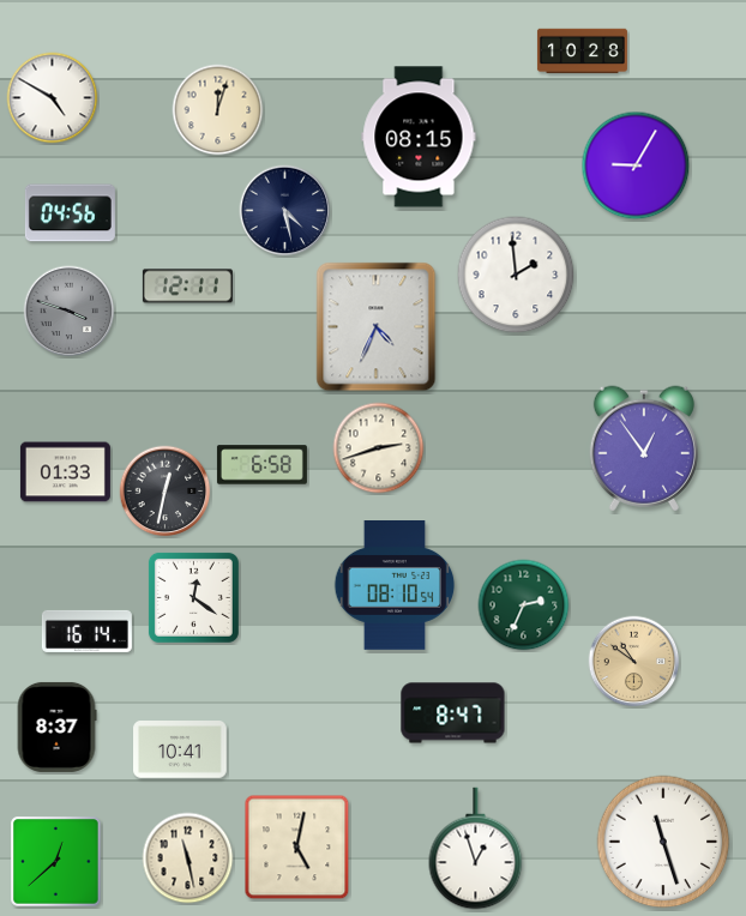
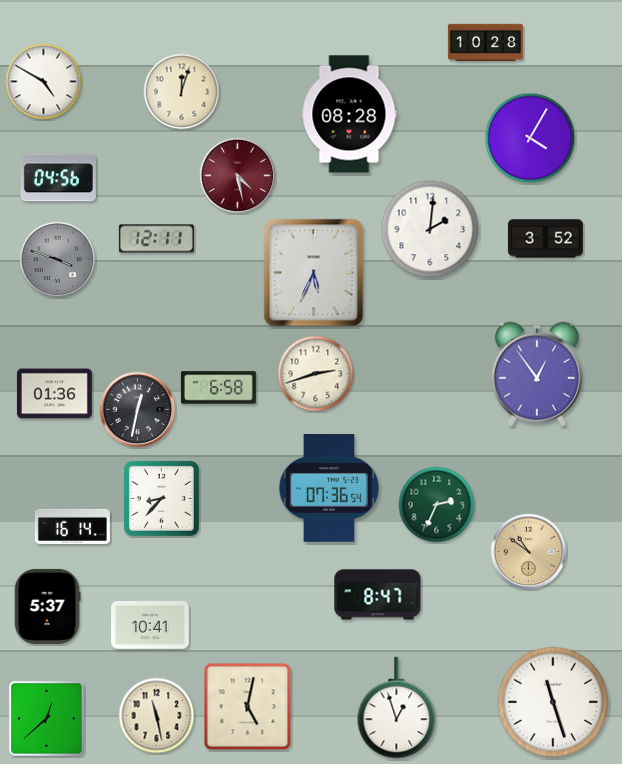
clock at (419, 137): 08:15 -> 08:28
clock at (636, 165): 9:05 -> 4:05
clock at (285, 211) dial: navy -> burgundy
clock at (516, 275): 1:59 -> 2:01
clock at (545, 239): none -> 3:52
clock at (377, 327): 4:34 -> 5:34
clock at (65, 472): 01:33 -> 01:36
clock at (395, 586): 08:10 -> 07:36
clock at (193, 597): 12:21 -> 8:37
clock at (56, 727): 8:37 -> 5:37
